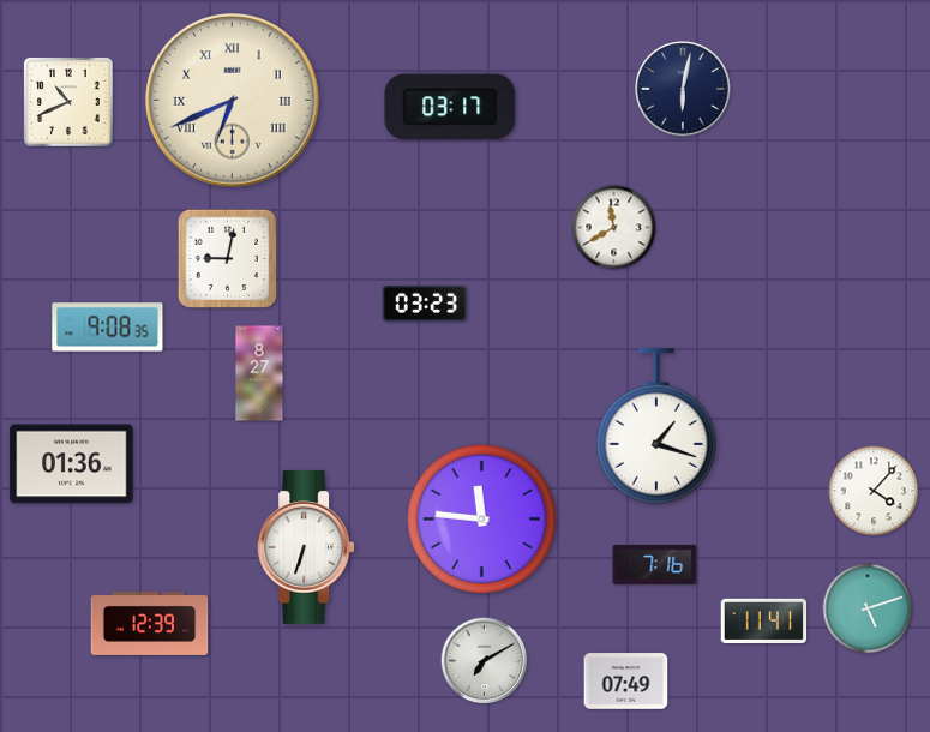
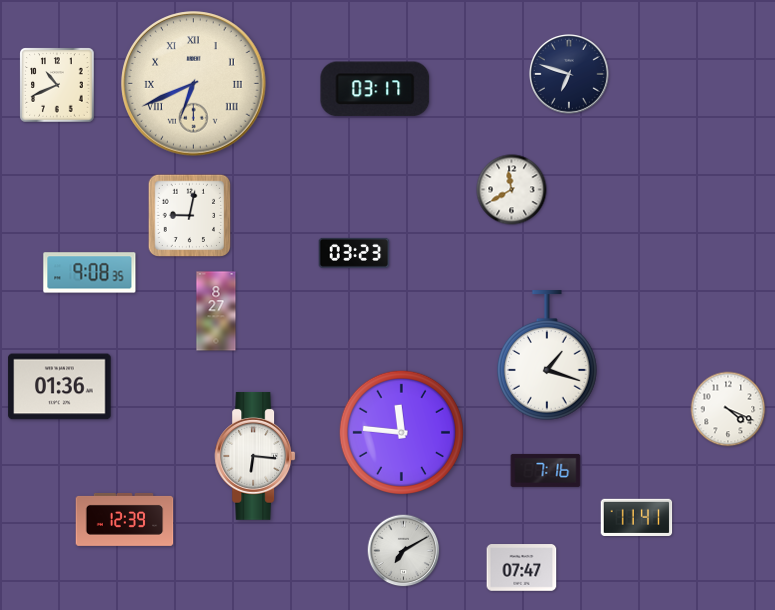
clock at (684, 90): 6:02 -> 6:48
clock at (874, 491): 4:07 -> 4:19
clock at (306, 547): 6:33 -> 6:16
clock at (868, 608): 5:12 -> none
clock at (626, 682): 07:49 -> 07:47
